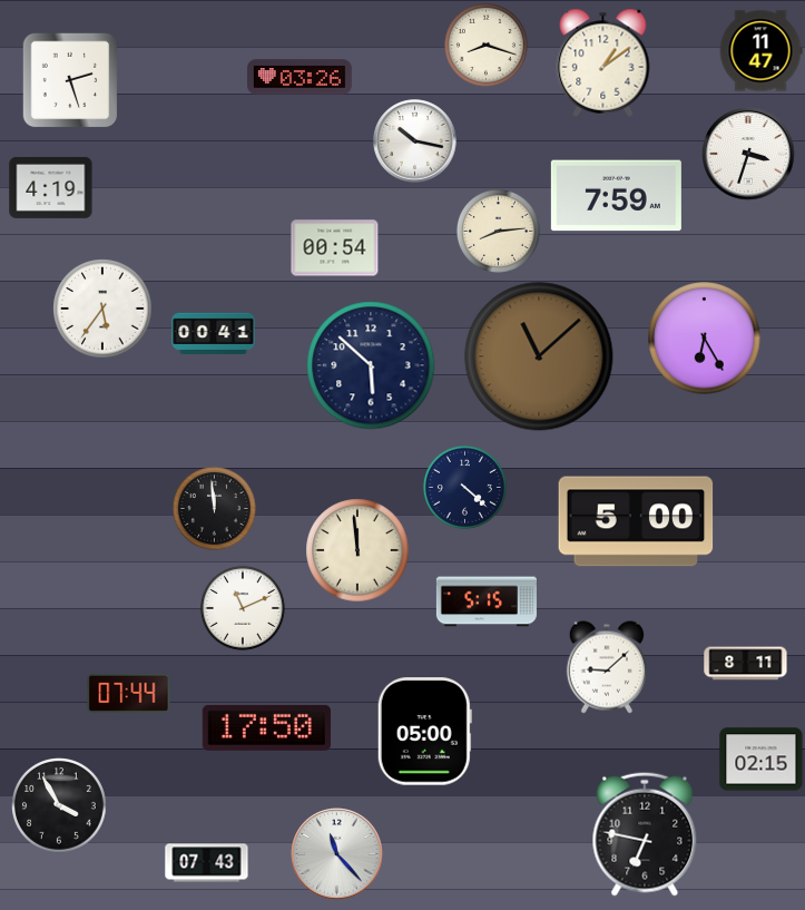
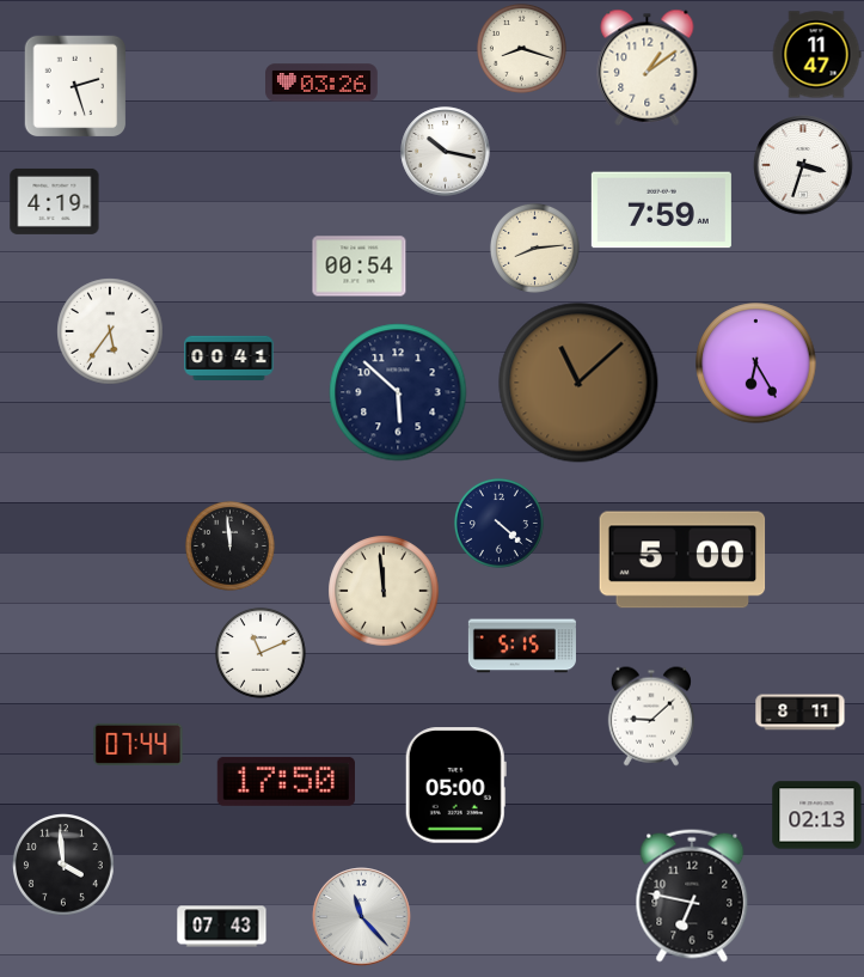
clock at (762, 760): 02:15 -> 02:13
clock at (60, 806): 3:55 -> 3:59
